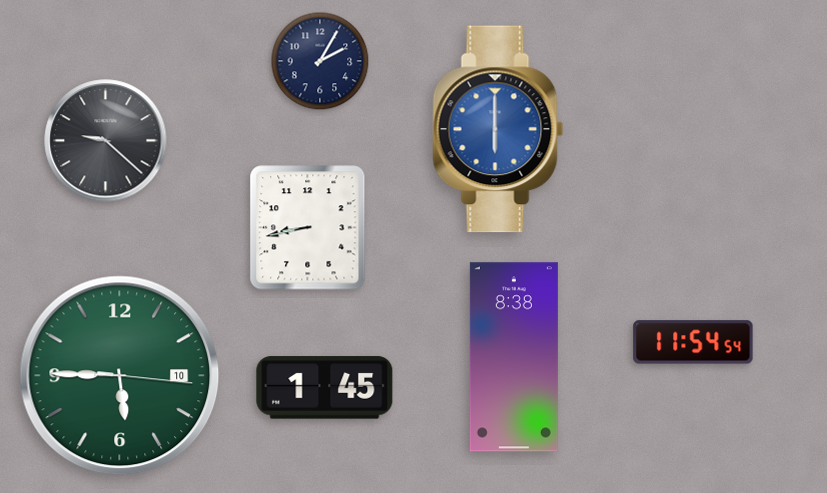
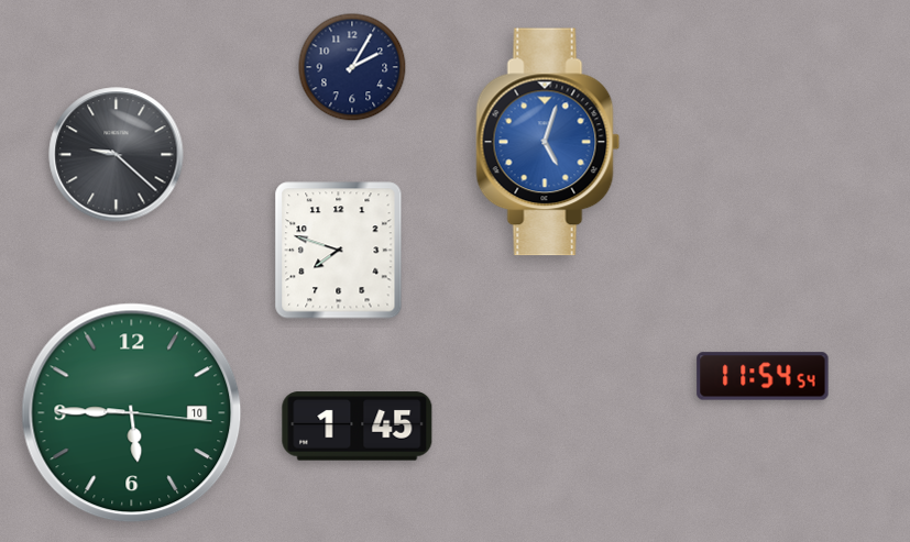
clock at (498, 129): 6:00 -> 5:03
clock at (308, 228): 8:43 -> 7:48
clock at (514, 357): 8:38 -> none
